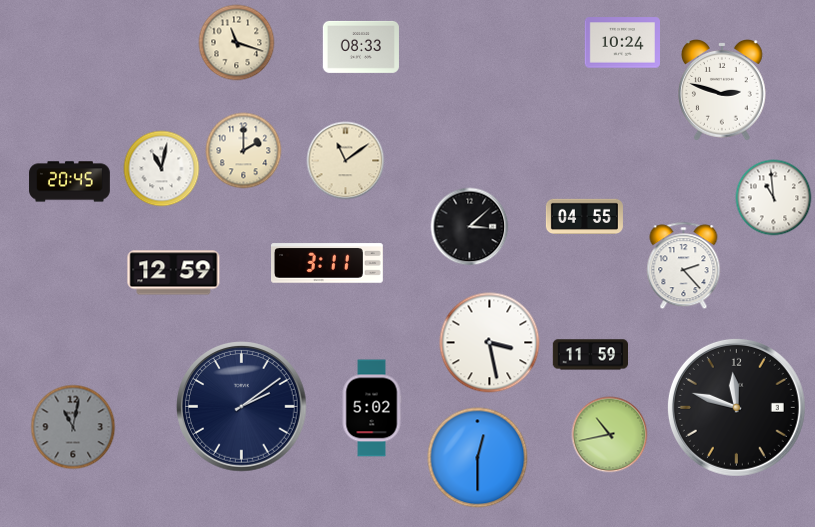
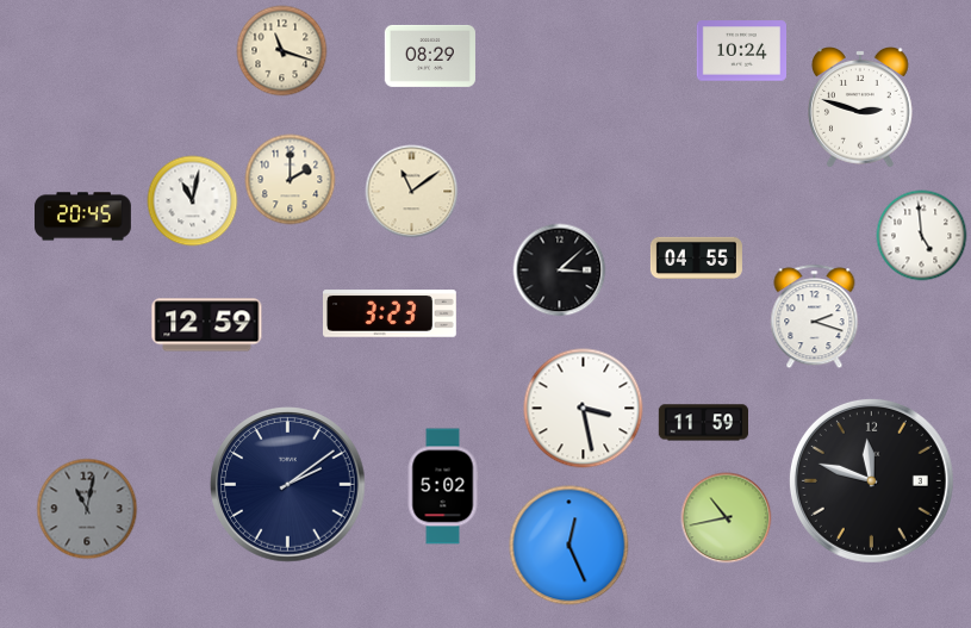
clock at (361, 47): 08:33 -> 08:29
clock at (774, 198): 10:59 -> 4:59
clock at (328, 263): 3:11 -> 3:23
clock at (684, 266): 2:23 -> 2:18
clock at (736, 407) position: (736, 407) -> (871, 480)
clock at (478, 458): 12:30 -> 12:26
